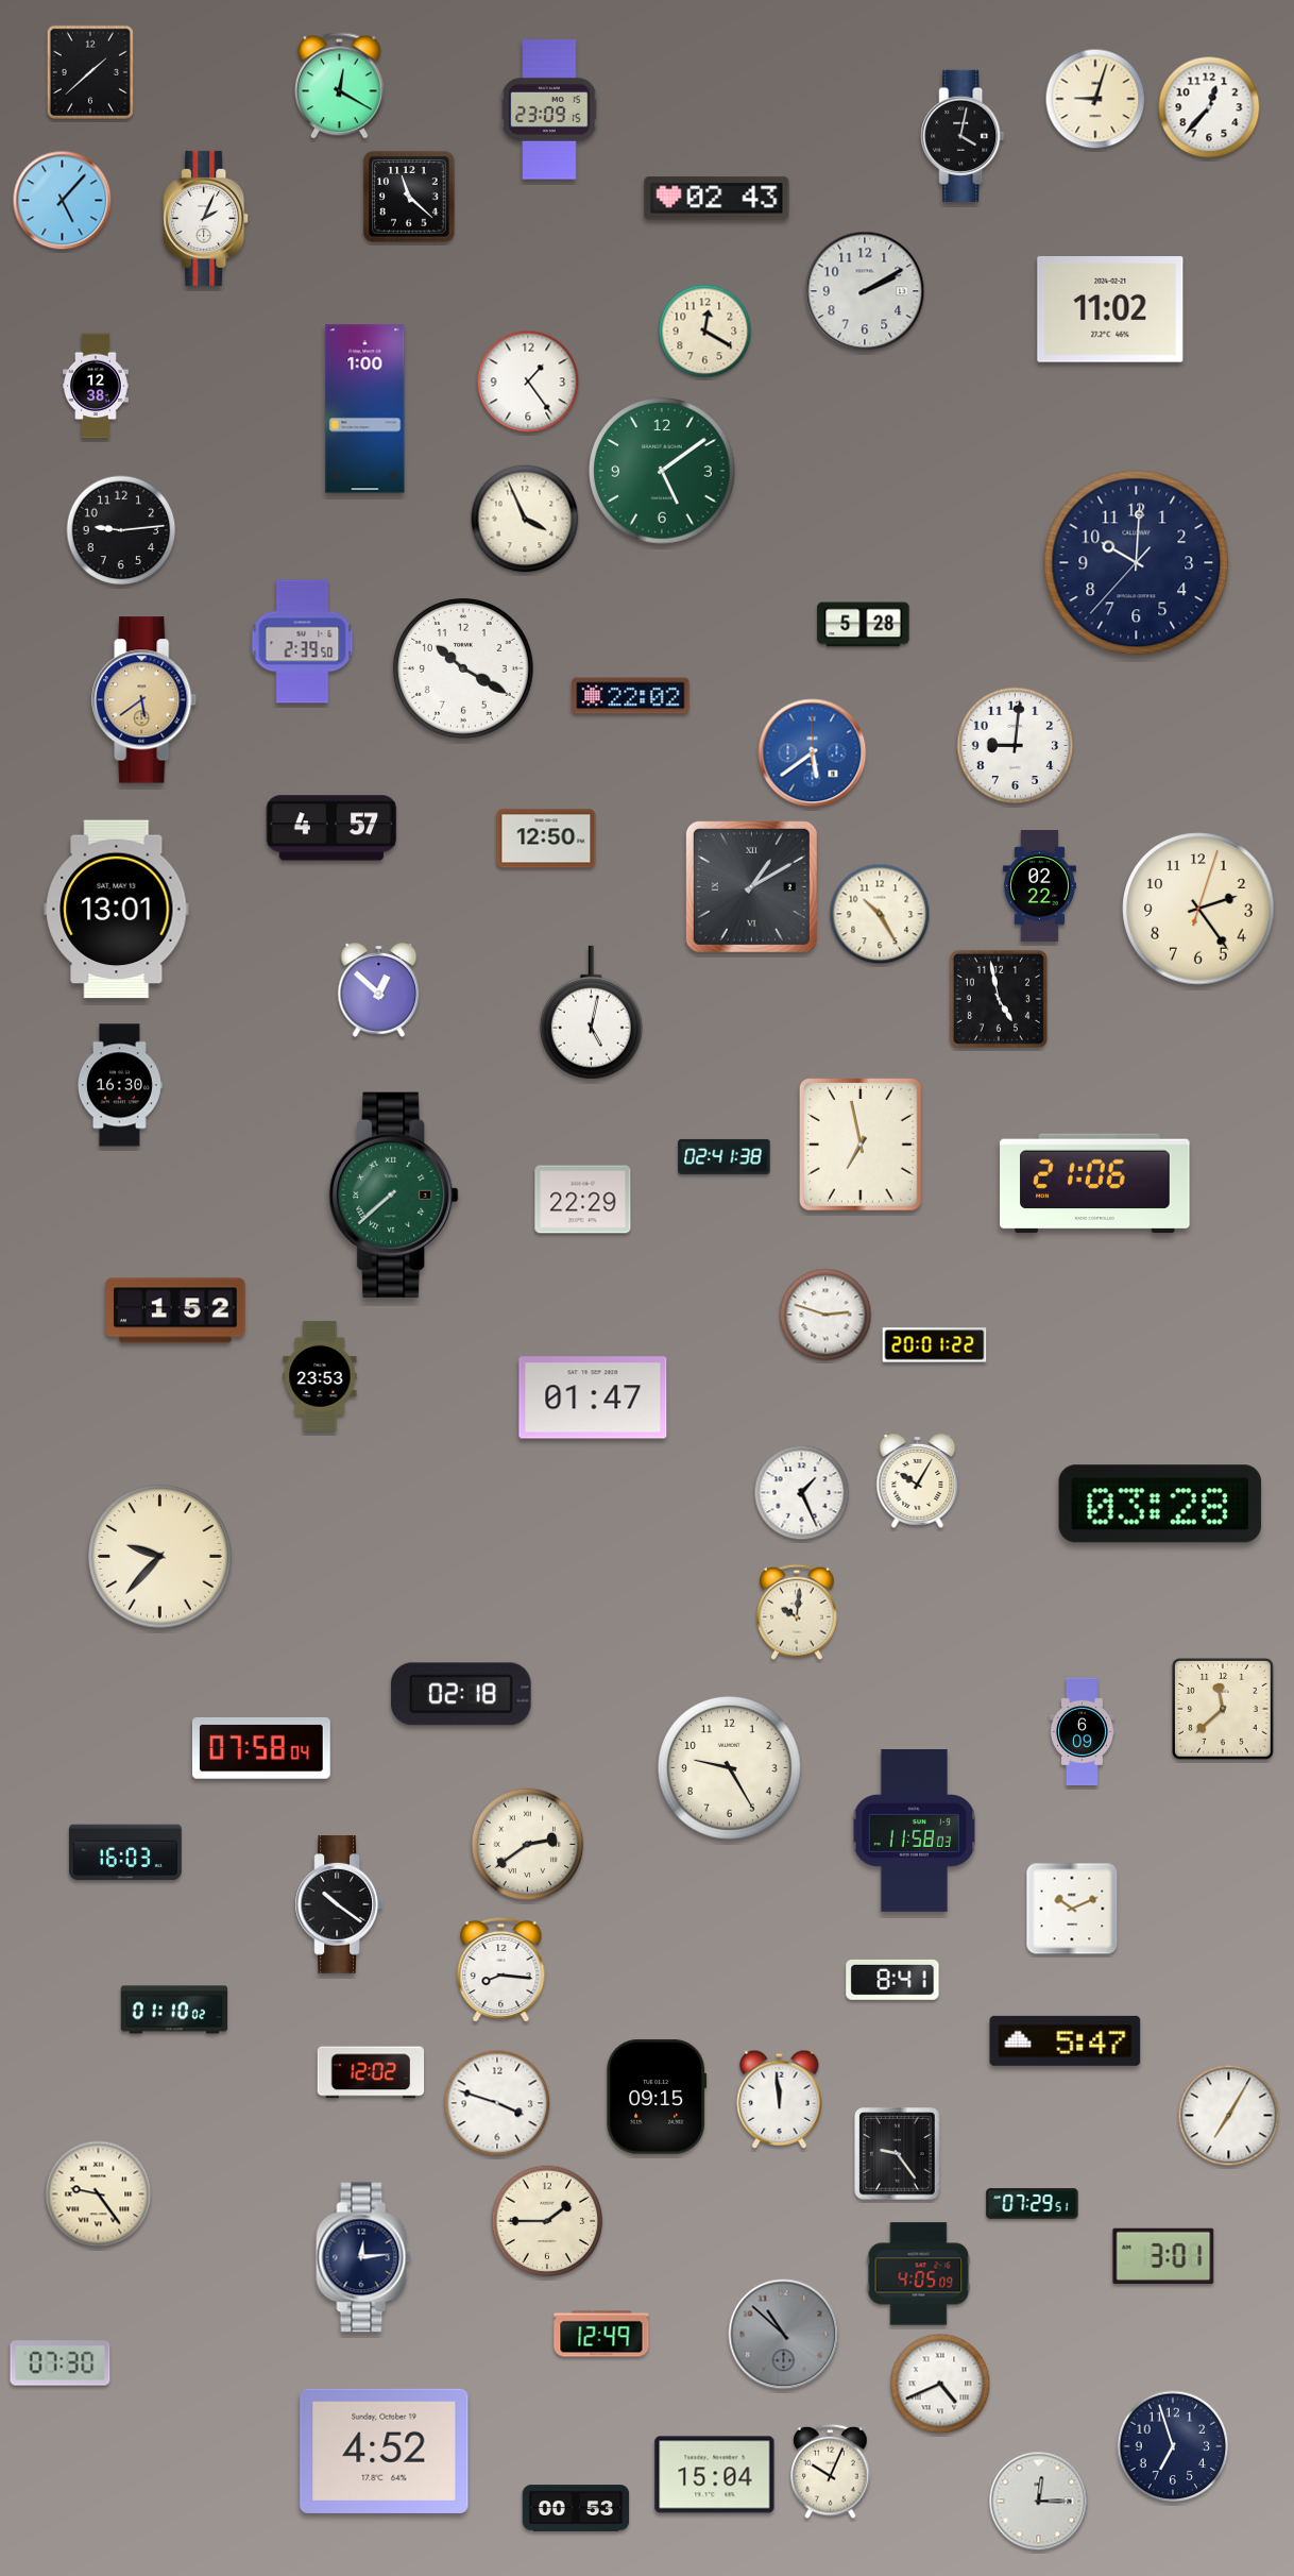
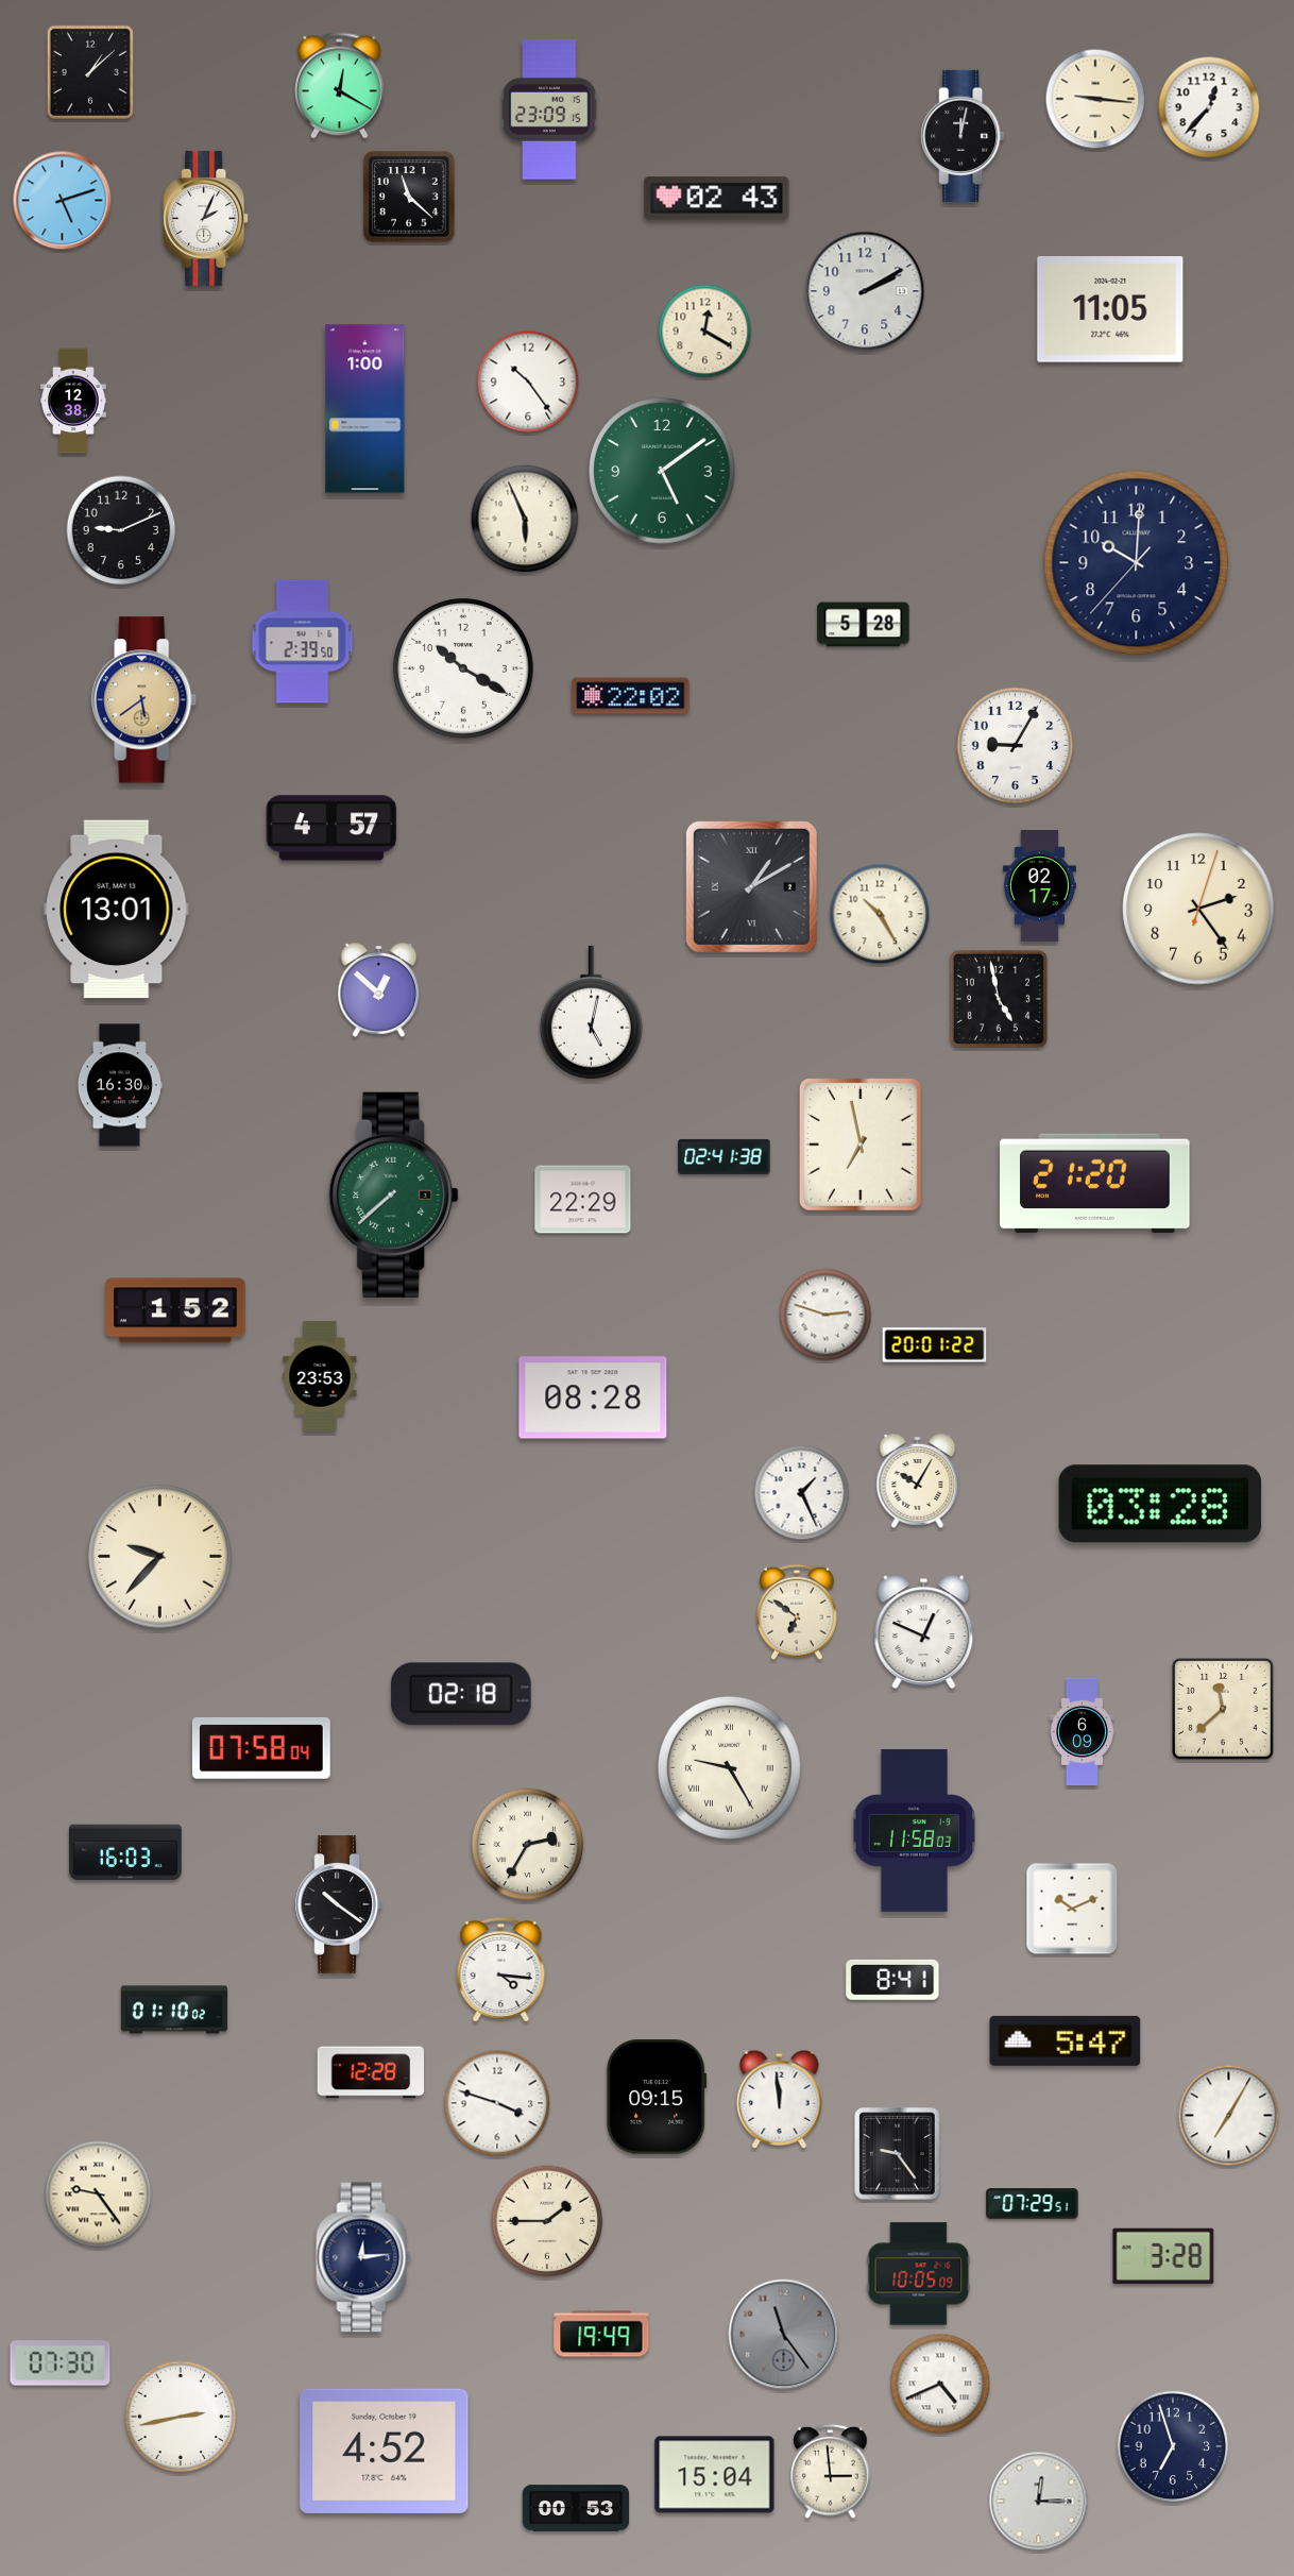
clock at (90, 72): 1:38 -> 1:08
clock at (1095, 99): 9:03 -> 9:16
clock at (963, 135): 4:02 -> 12:02
clock at (63, 201): 5:07 -> 5:12
clock at (1110, 309): 11:02 -> 11:05
clock at (528, 382): 1:24 -> 10:24
clock at (96, 386) position: (96, 386) -> (73, 401)
clock at (525, 519): 3:56 -> 5:56
clock at (121, 530): 9:14 -> 9:11
clock at (1016, 746): 9:01 -> 9:05
clock at (813, 753): 5:39 -> none
clock at (546, 838): 12:50 -> none
clock at (1039, 885): 02:22 -> 02:17
clock at (1095, 1184): 21:06 -> 21:20
clock at (593, 1397): 01:47 -> 08:28
clock at (798, 1612): 10:01 -> 6:51
clock at (924, 1632): none -> 12:49
clock at (730, 1768) numerals: Arabic -> Roman
clock at (528, 1845): 2:39 -> 2:35
clock at (501, 1970): 8:16 -> 4:16
clock at (371, 2072): 12:02 -> 12:28
clock at (1163, 2255): 3:01 -> 3:28
clock at (919, 2274): 4:05 -> 10:05
clock at (601, 2334): 12:49 -> 19:49
clock at (784, 2335): 10:52 -> 11:24
clock at (181, 2417): none -> 2:43
clock at (831, 2472): 10:04 -> 2:59
